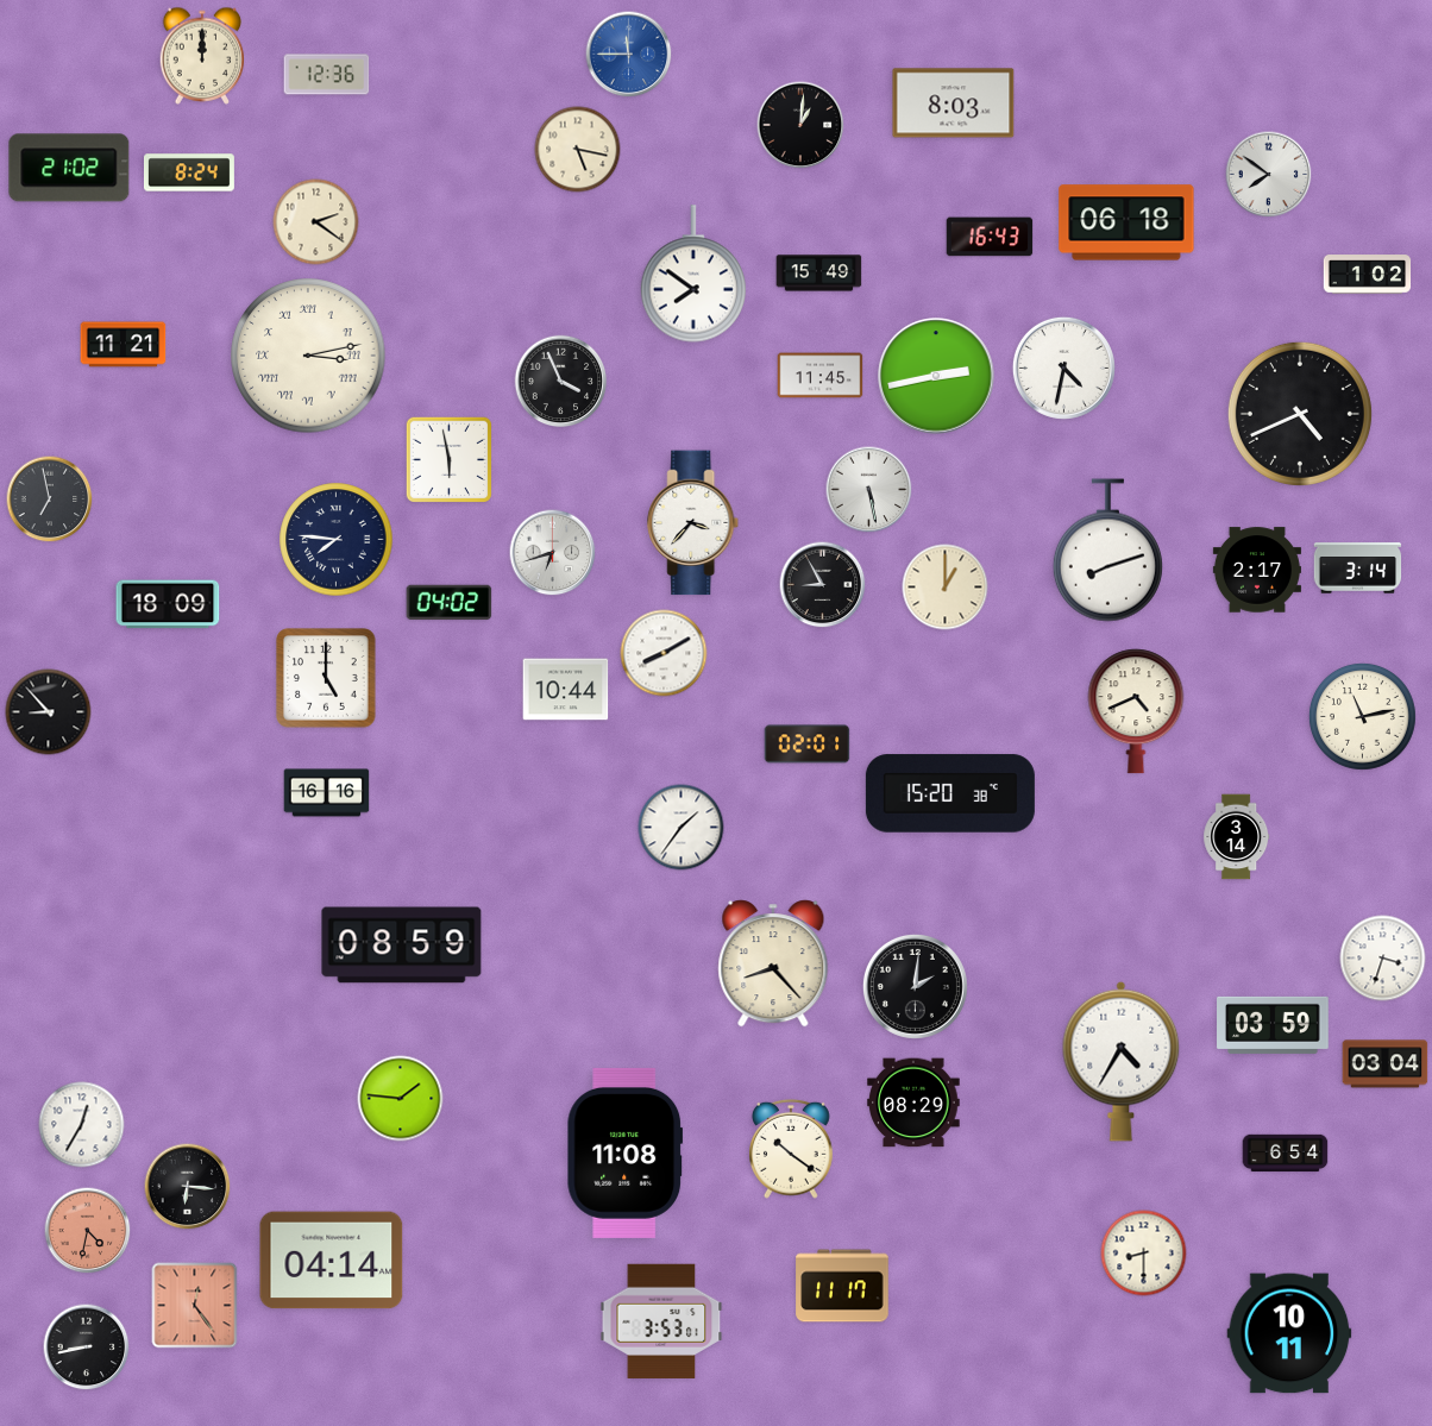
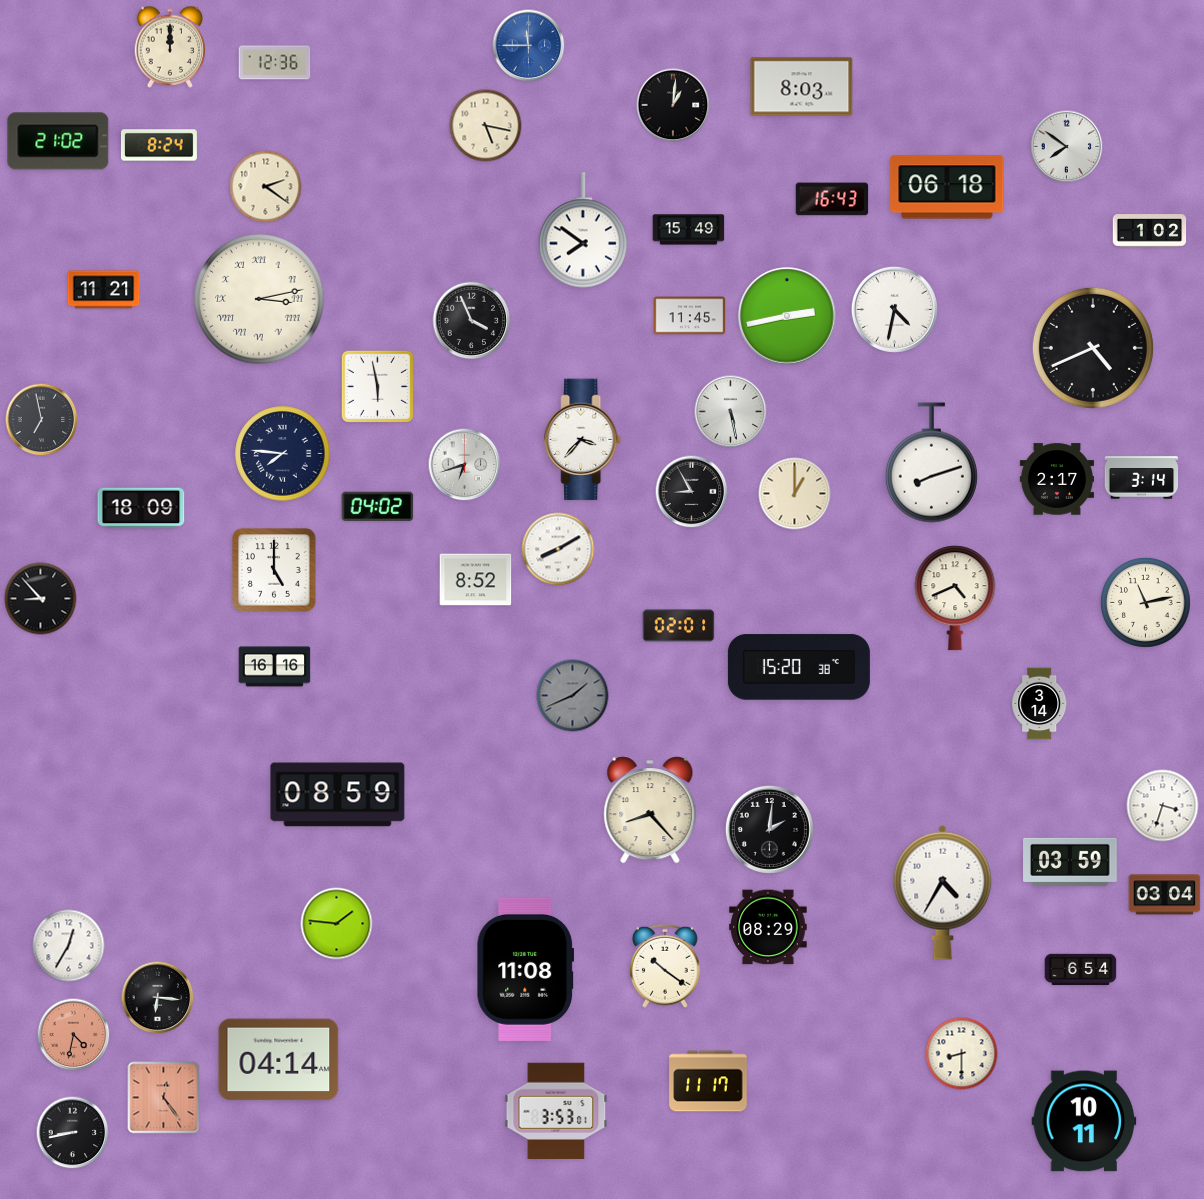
clock at (566, 690): 10:44 -> 8:52
clock at (682, 828): 1:36 -> 1:41
clock at (682, 828) dial: white -> grey
